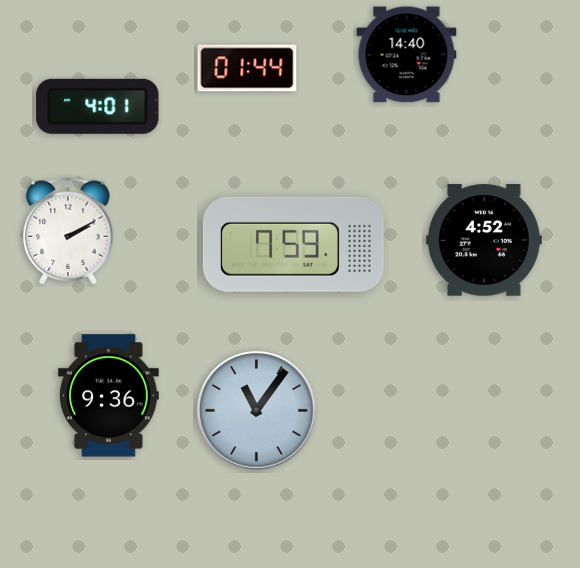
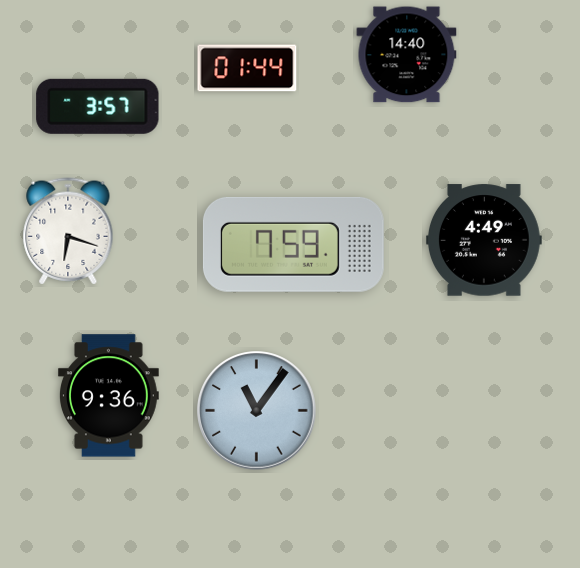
clock at (98, 106): 4:01 -> 3:57
clock at (68, 231): 2:10 -> 6:18
clock at (484, 240): 4:52 -> 4:49
